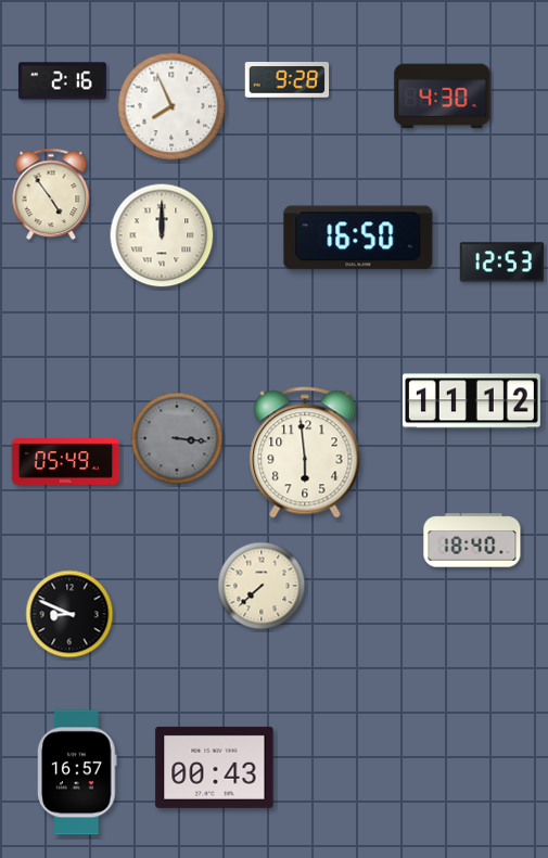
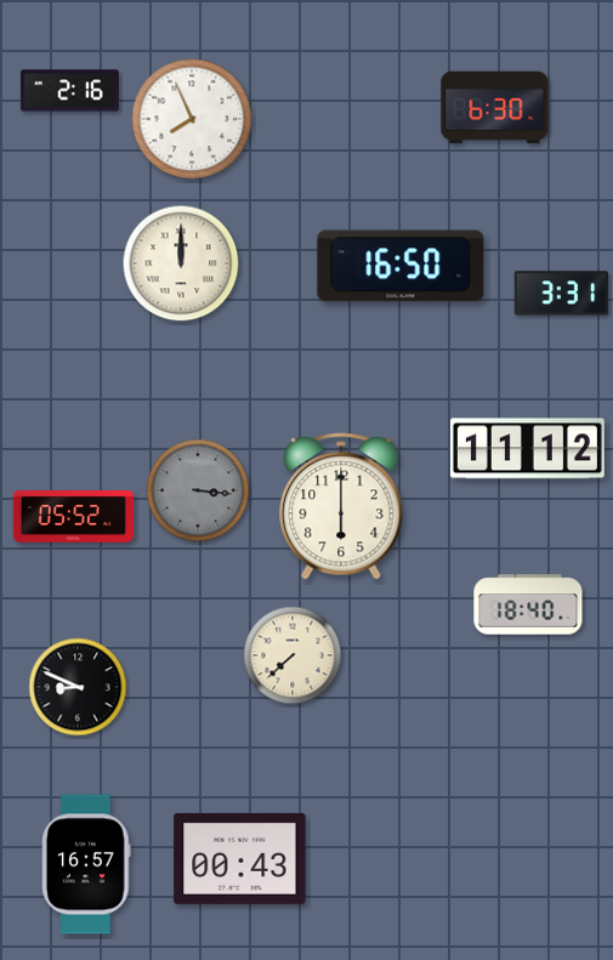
clock at (288, 80): 9:28 -> none
clock at (443, 97): 4:30 -> 6:30
clock at (51, 194): 4:54 -> none
clock at (501, 262): 12:53 -> 3:31
clock at (305, 452): 5:59 -> 6:00
clock at (66, 462): 05:49 -> 05:52
